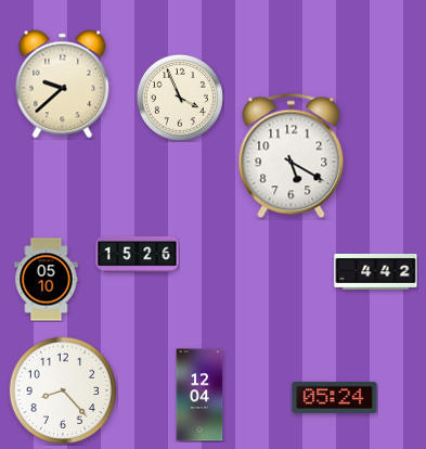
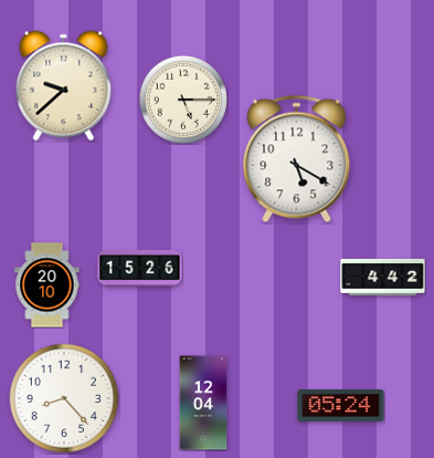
clock at (180, 98): 3:56 -> 5:15
clock at (138, 254) position: (138, 254) -> (140, 268)
clock at (47, 280): 05:10 -> 20:10
